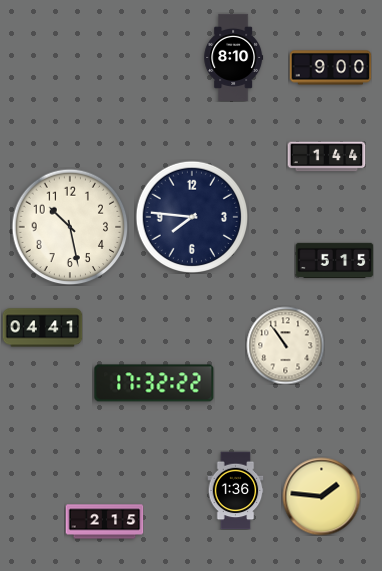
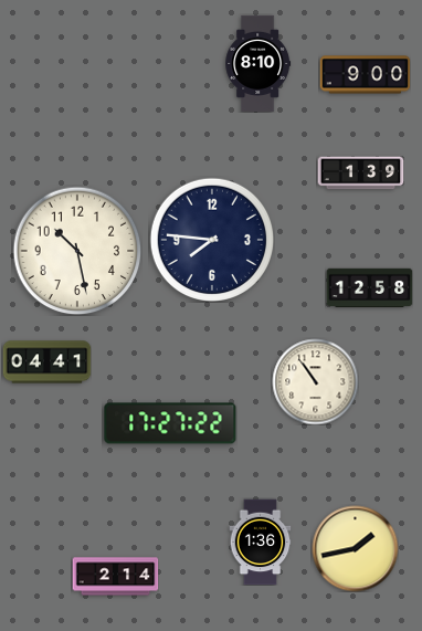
clock at (326, 157): 1:44 -> 1:39
clock at (334, 260): 5:15 -> 12:58
clock at (154, 383): 17:32 -> 17:27
clock at (321, 496): 1:46 -> 1:43
clock at (104, 522): 2:15 -> 2:14
